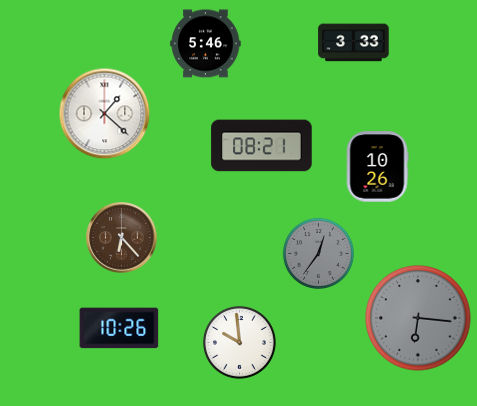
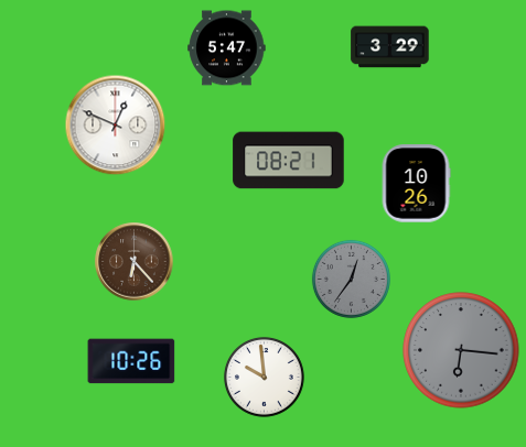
clock at (354, 43): 3:33 -> 3:29
clock at (206, 44): 5:46 -> 5:47
clock at (105, 114): 1:22 -> 12:49
